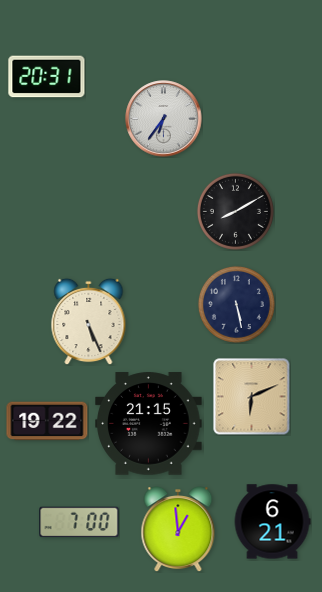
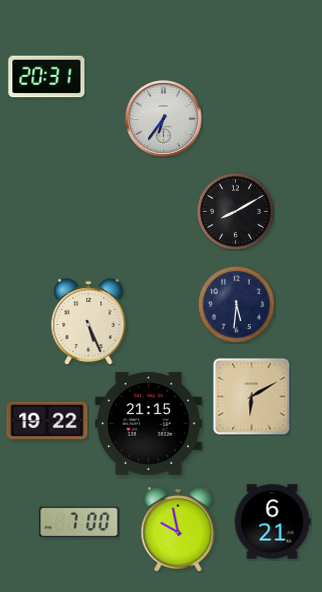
clock at (236, 304): 5:28 -> 5:31
clock at (252, 397): 6:11 -> 6:10
clock at (178, 529): 12:59 -> 9:58
